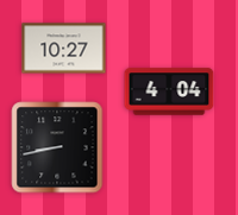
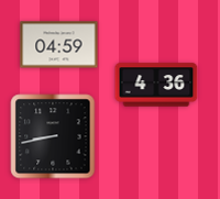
clock at (64, 49): 10:27 -> 04:59
clock at (169, 91): 4:04 -> 4:36
